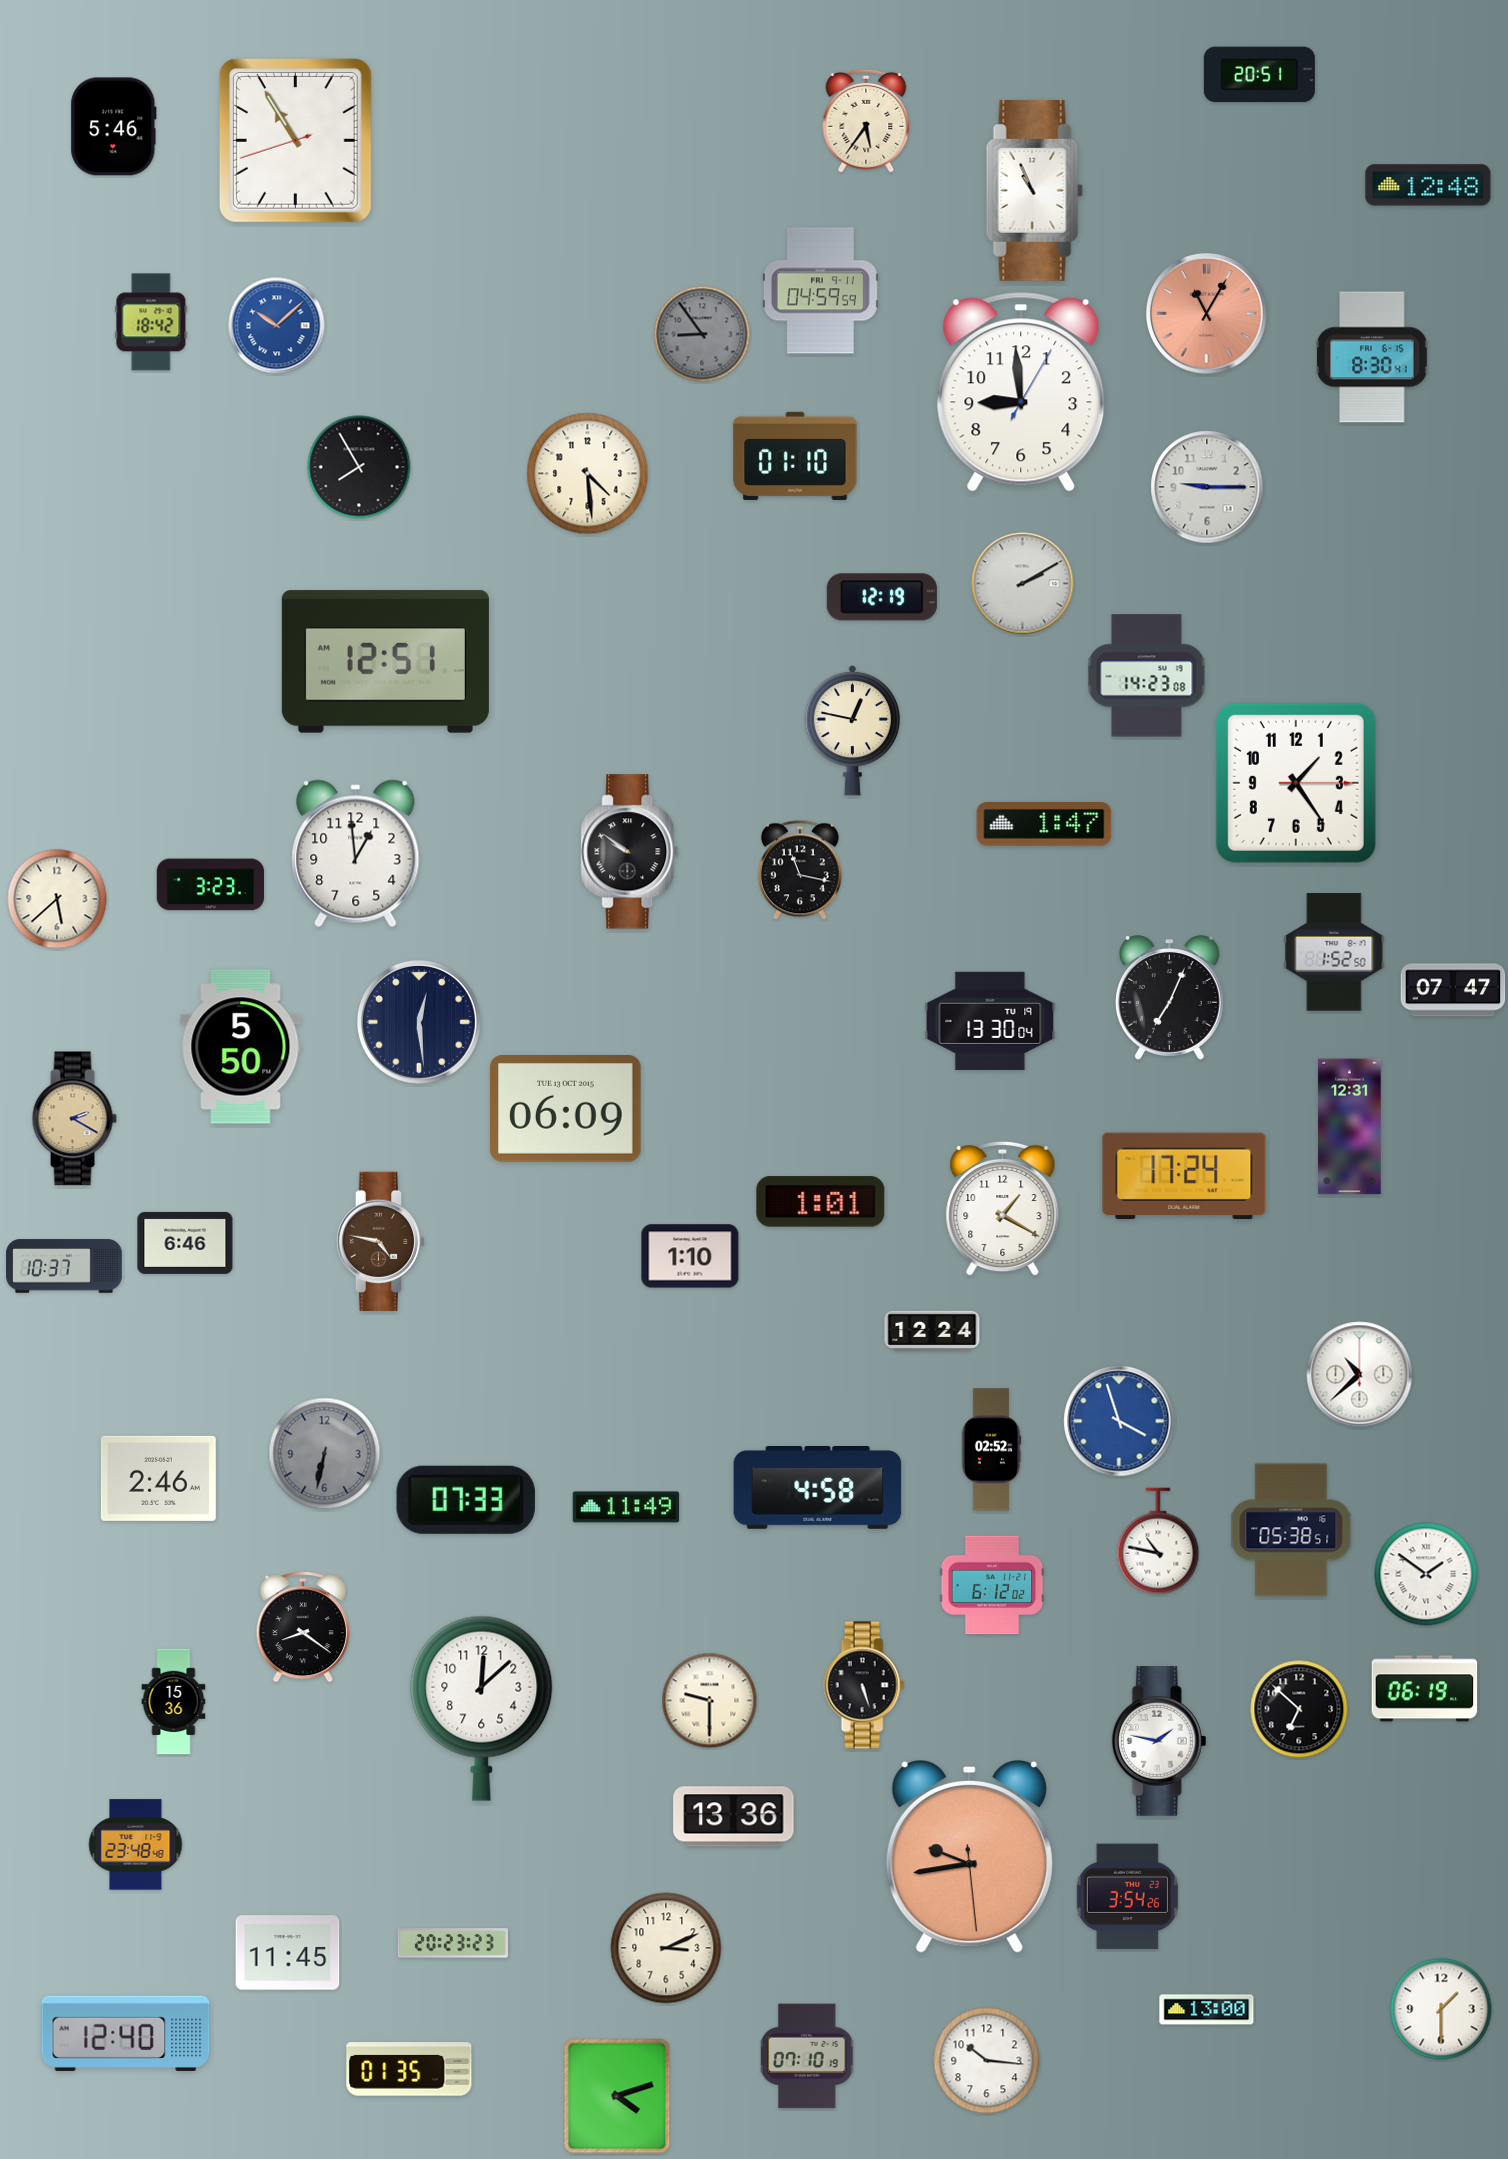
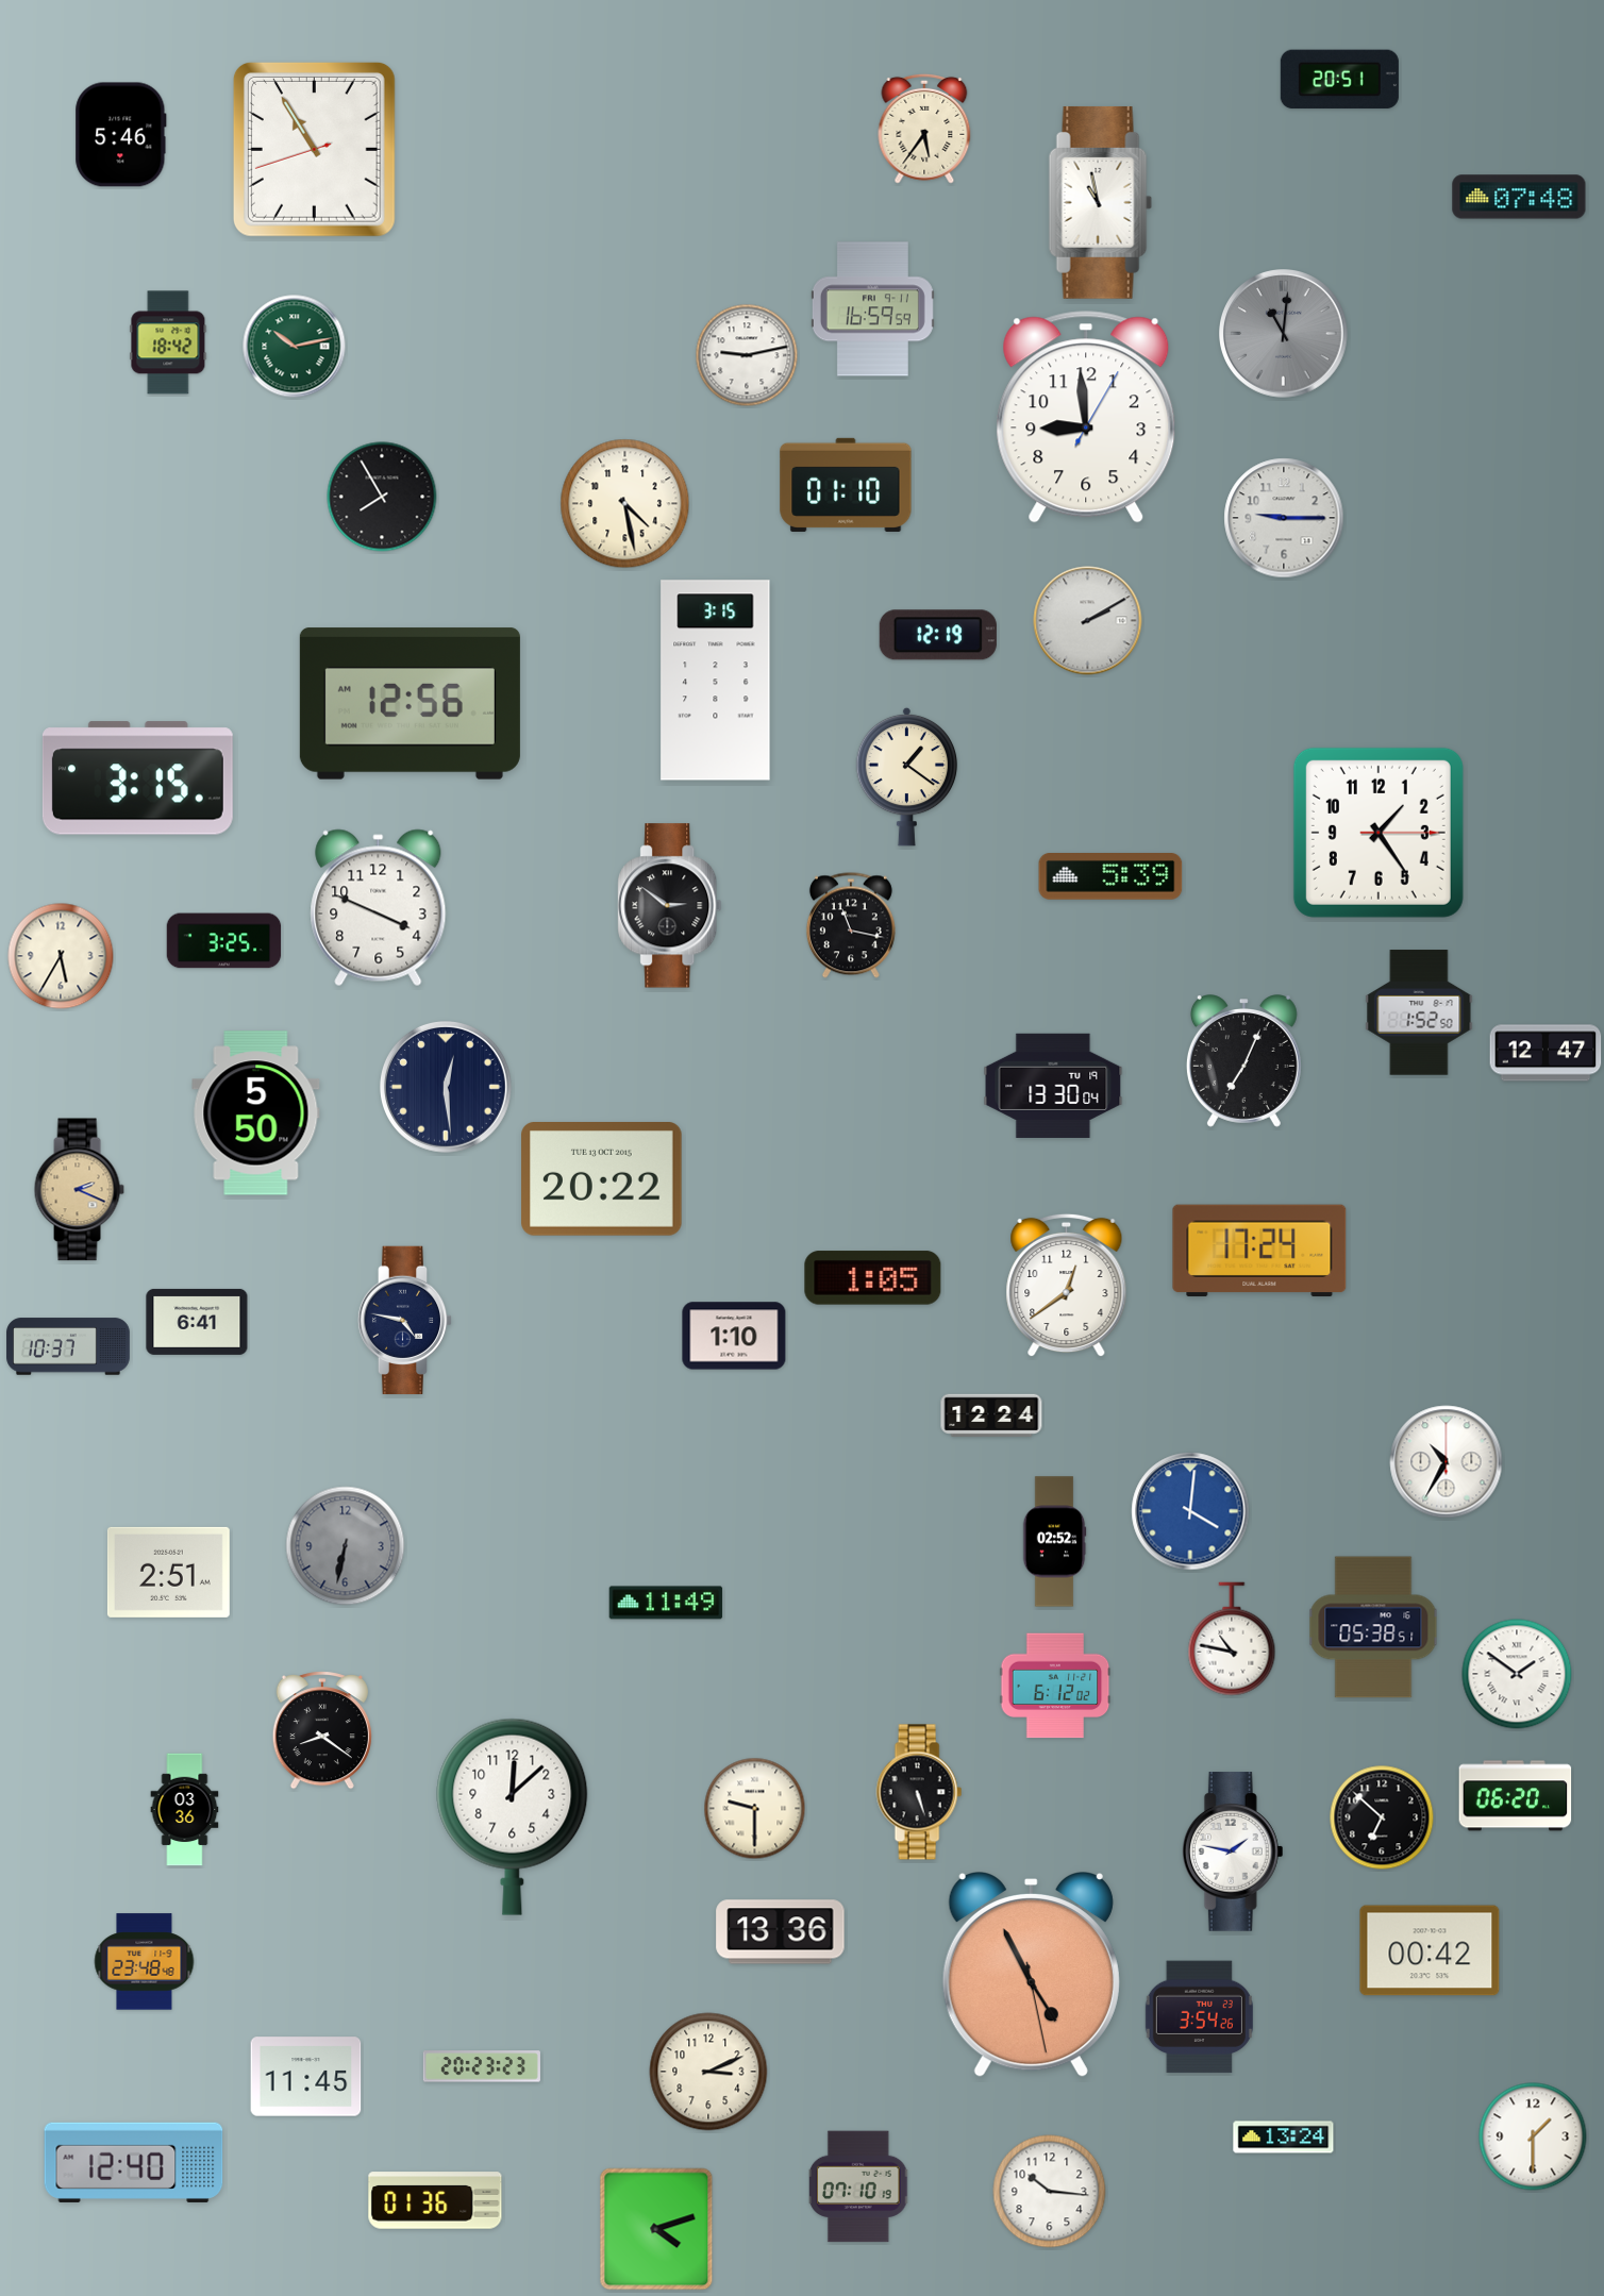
clock at (866, 121) position: (866, 121) -> (924, 129)
clock at (1428, 185): 12:48 -> 07:48
clock at (1035, 190): 10:56 -> 10:58
clock at (820, 291): 04:59 -> 16:59
clock at (1207, 314): 11:05 -> 11:01
clock at (1207, 314) dial: salmon -> grey
clock at (151, 322) position: (151, 322) -> (168, 342)
clock at (277, 326): 10:08 -> 10:13
clock at (277, 326) dial: blue -> green
clock at (702, 334): 8:54 -> 9:13
clock at (702, 334) dial: grey -> white
clock at (1372, 357): 8:30 -> none
clock at (588, 474): 4:29 -> 4:28
clock at (716, 681): none -> 3:15
clock at (385, 662): 12:51 -> 12:56
clock at (1147, 676): 14:23 -> none
clock at (853, 730): 12:47 -> 1:21
clock at (137, 778): none -> 3:15
clock at (1044, 825): 1:47 -> 5:39
clock at (630, 852): 9:51 -> 2:51
clock at (356, 854): 12:59 -> 3:49
clock at (211, 885): 3:23 -> 3:25
clock at (57, 899): 5:38 -> 5:35
clock at (1453, 990): 07:47 -> 12:47
clock at (566, 1109): 06:09 -> 20:22
clock at (74, 1119): 2:20 -> 2:19
clock at (1350, 1127): 12:31 -> none
clock at (821, 1202): 1:01 -> 1:05
clock at (1003, 1209): 1:20 -> 12:39
clock at (381, 1242) dial: brown -> navy
clock at (185, 1243): 6:46 -> 6:41
clock at (1360, 1375): 10:38 -> 10:35
clock at (1119, 1421): 3:57 -> 4:01
clock at (158, 1478): 2:46 -> 2:51
clock at (818, 1488): 4:58 -> none
clock at (466, 1500): 07:33 -> none
clock at (1425, 1689): 06:19 -> 06:20
clock at (174, 1702): 15:36 -> 03:36
clock at (1430, 1950): none -> 00:42
clock at (969, 1857): 9:43 -> 4:55
clock at (1207, 2010): 13:00 -> 13:24
clock at (409, 2069): 01:35 -> 01:36
